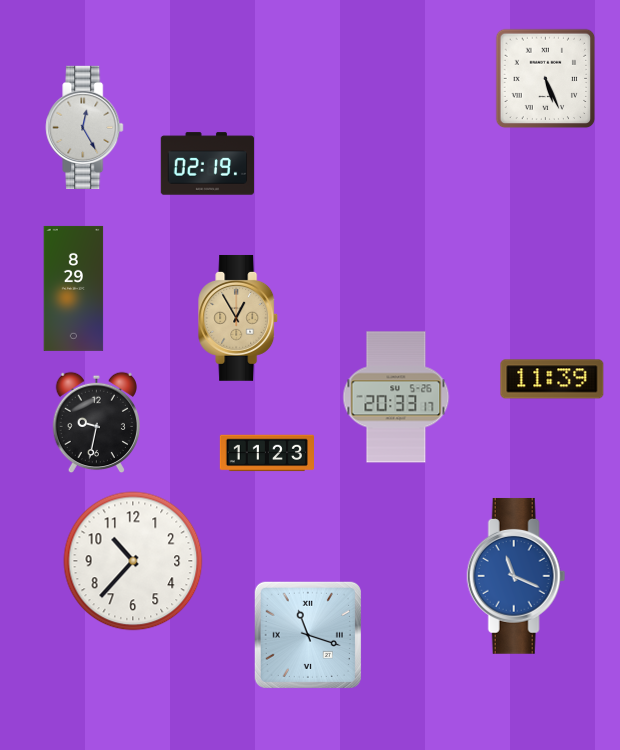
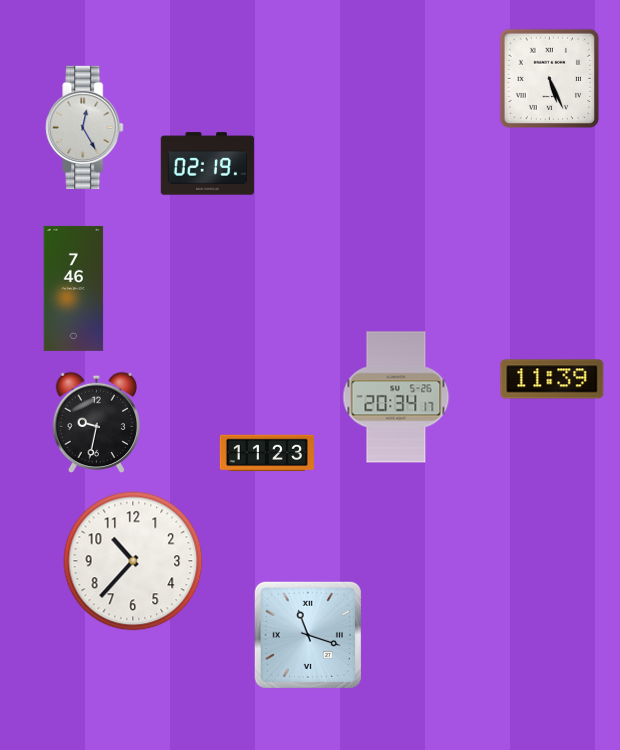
clock at (546, 79) position: (546, 79) -> (550, 79)
clock at (74, 288): 8:29 -> 7:46
clock at (239, 318): 12:55 -> none
clock at (396, 397): 20:33 -> 20:34
clock at (516, 576): 11:19 -> none
